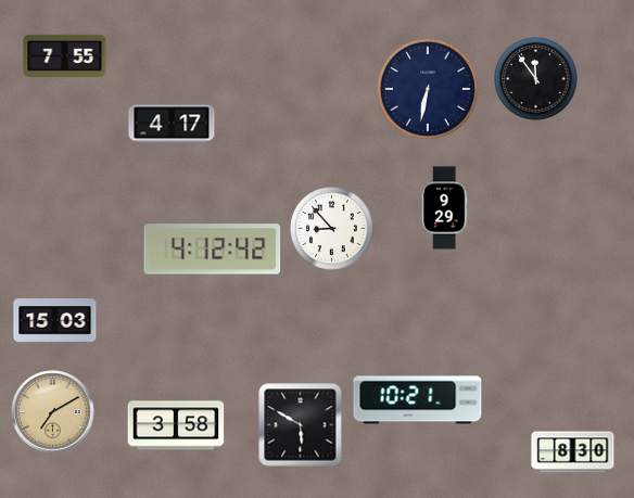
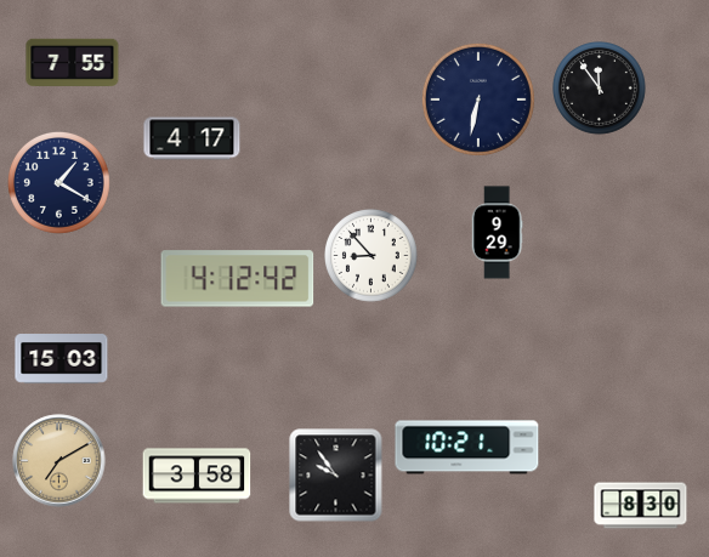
clock at (58, 182): none -> 1:20
clock at (301, 425): 5:50 -> 9:54
